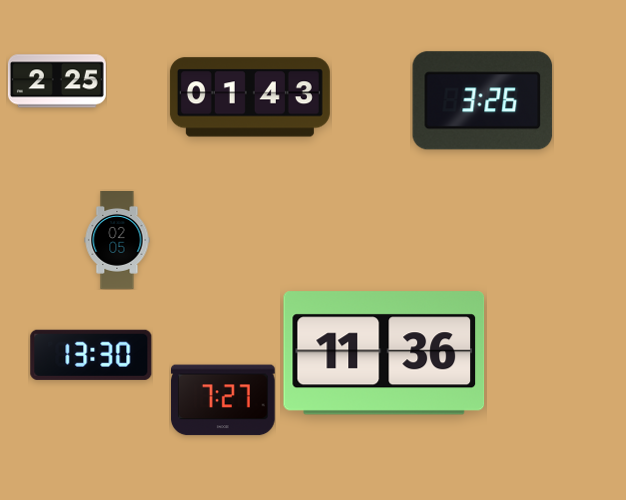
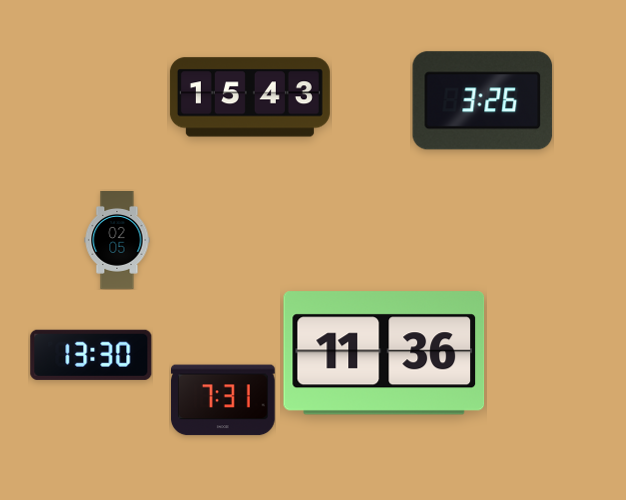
clock at (57, 81): 2:25 -> none
clock at (250, 97): 01:43 -> 15:43
clock at (224, 400): 7:27 -> 7:31
